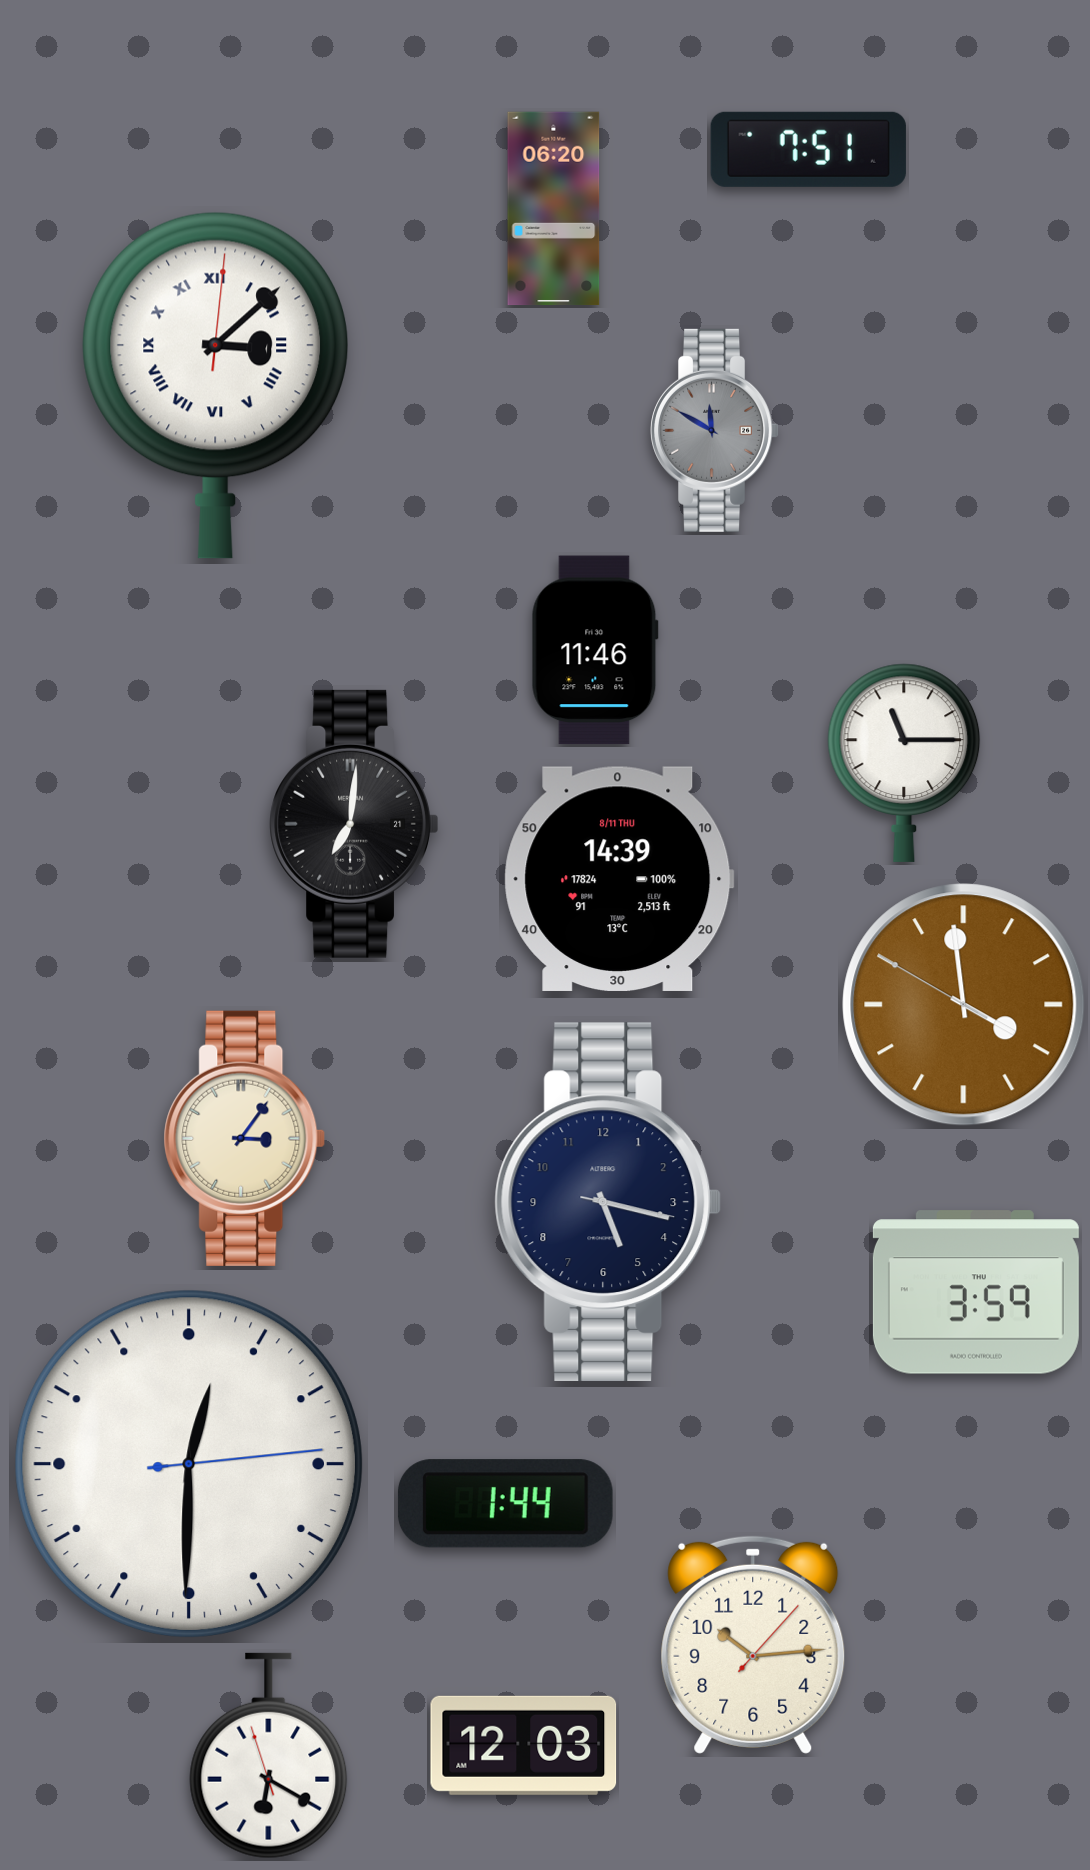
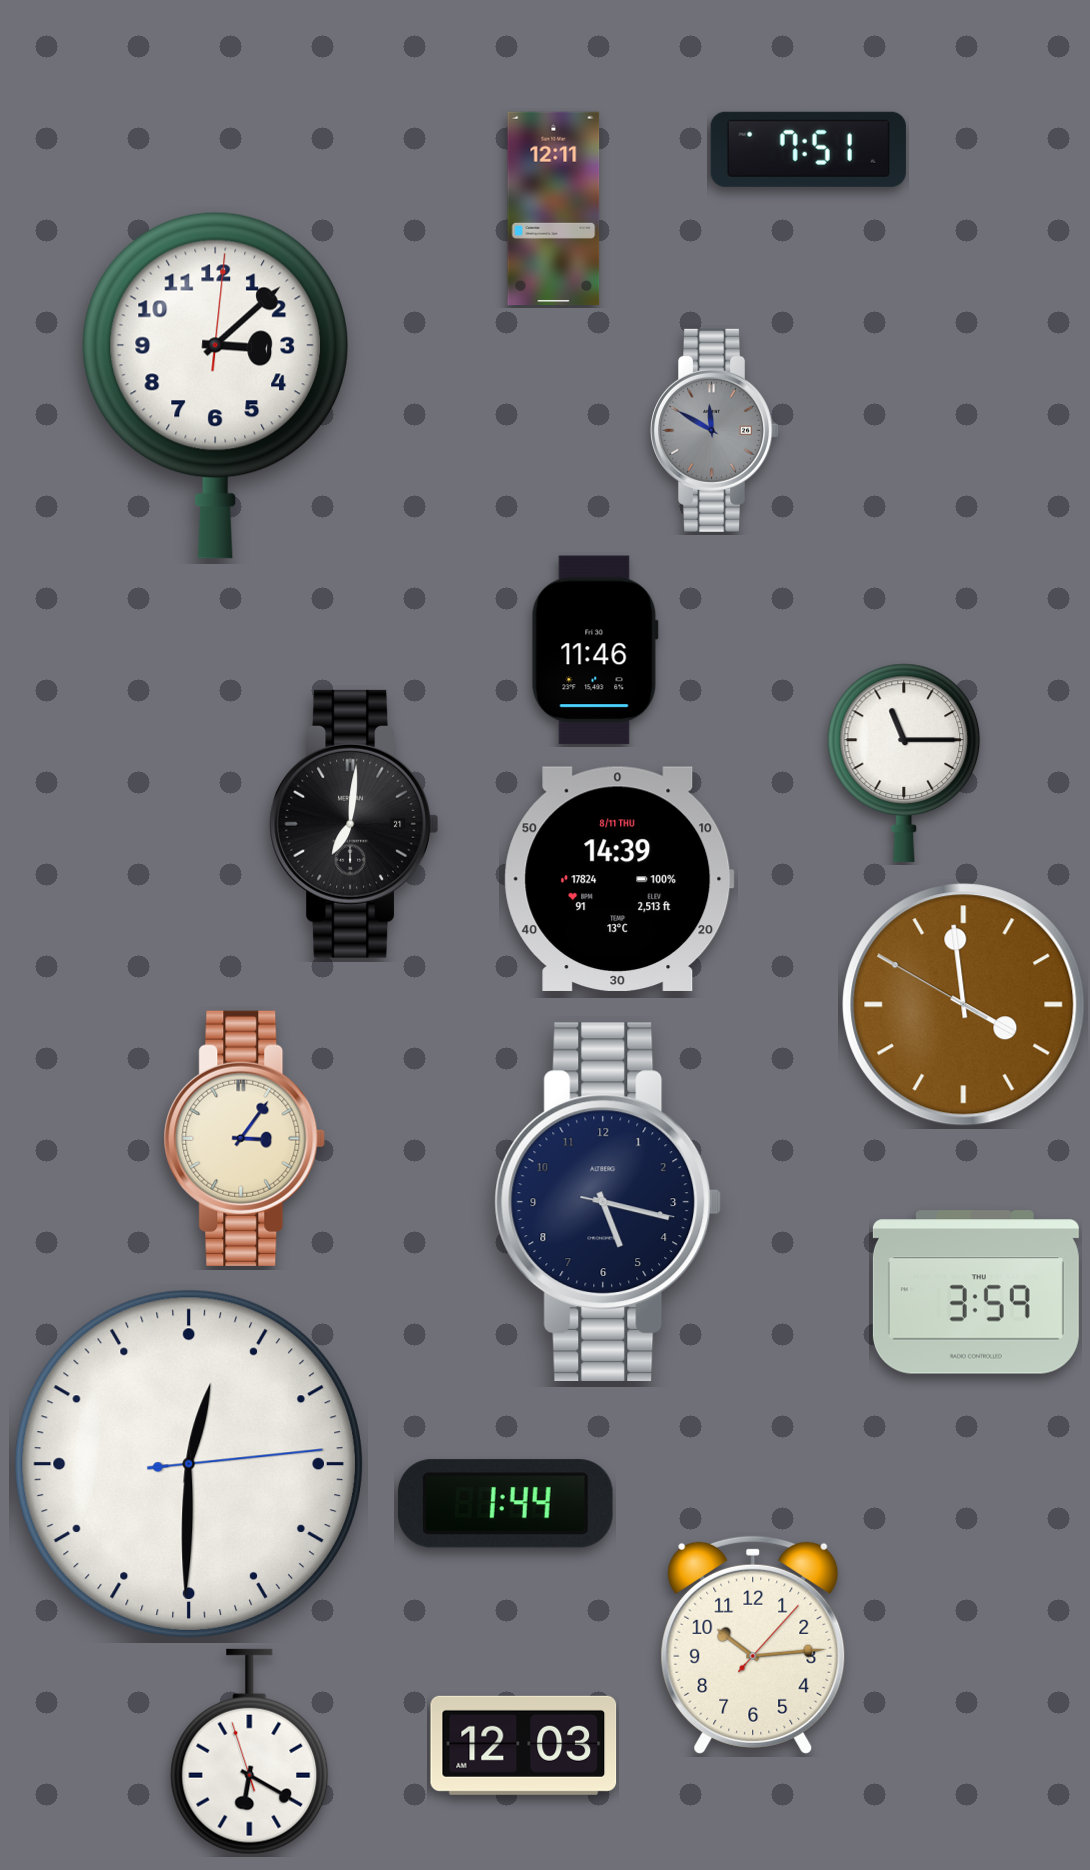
clock at (554, 209): 06:20 -> 12:11
clock at (215, 385) numerals: Roman -> Arabic
clock at (269, 1756) position: (269, 1756) -> (250, 1752)
